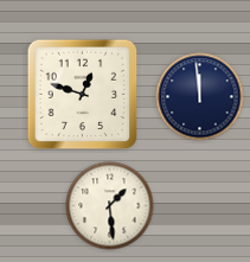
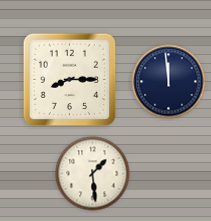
clock at (83, 95): 12:48 -> 8:15
